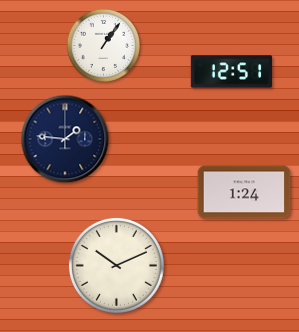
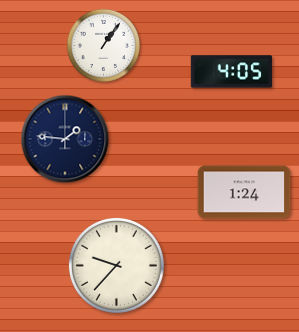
clock at (232, 72): 12:51 -> 4:05
clock at (116, 265): 10:11 -> 9:37
